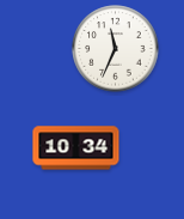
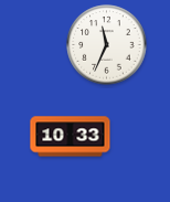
clock at (76, 148): 10:34 -> 10:33
